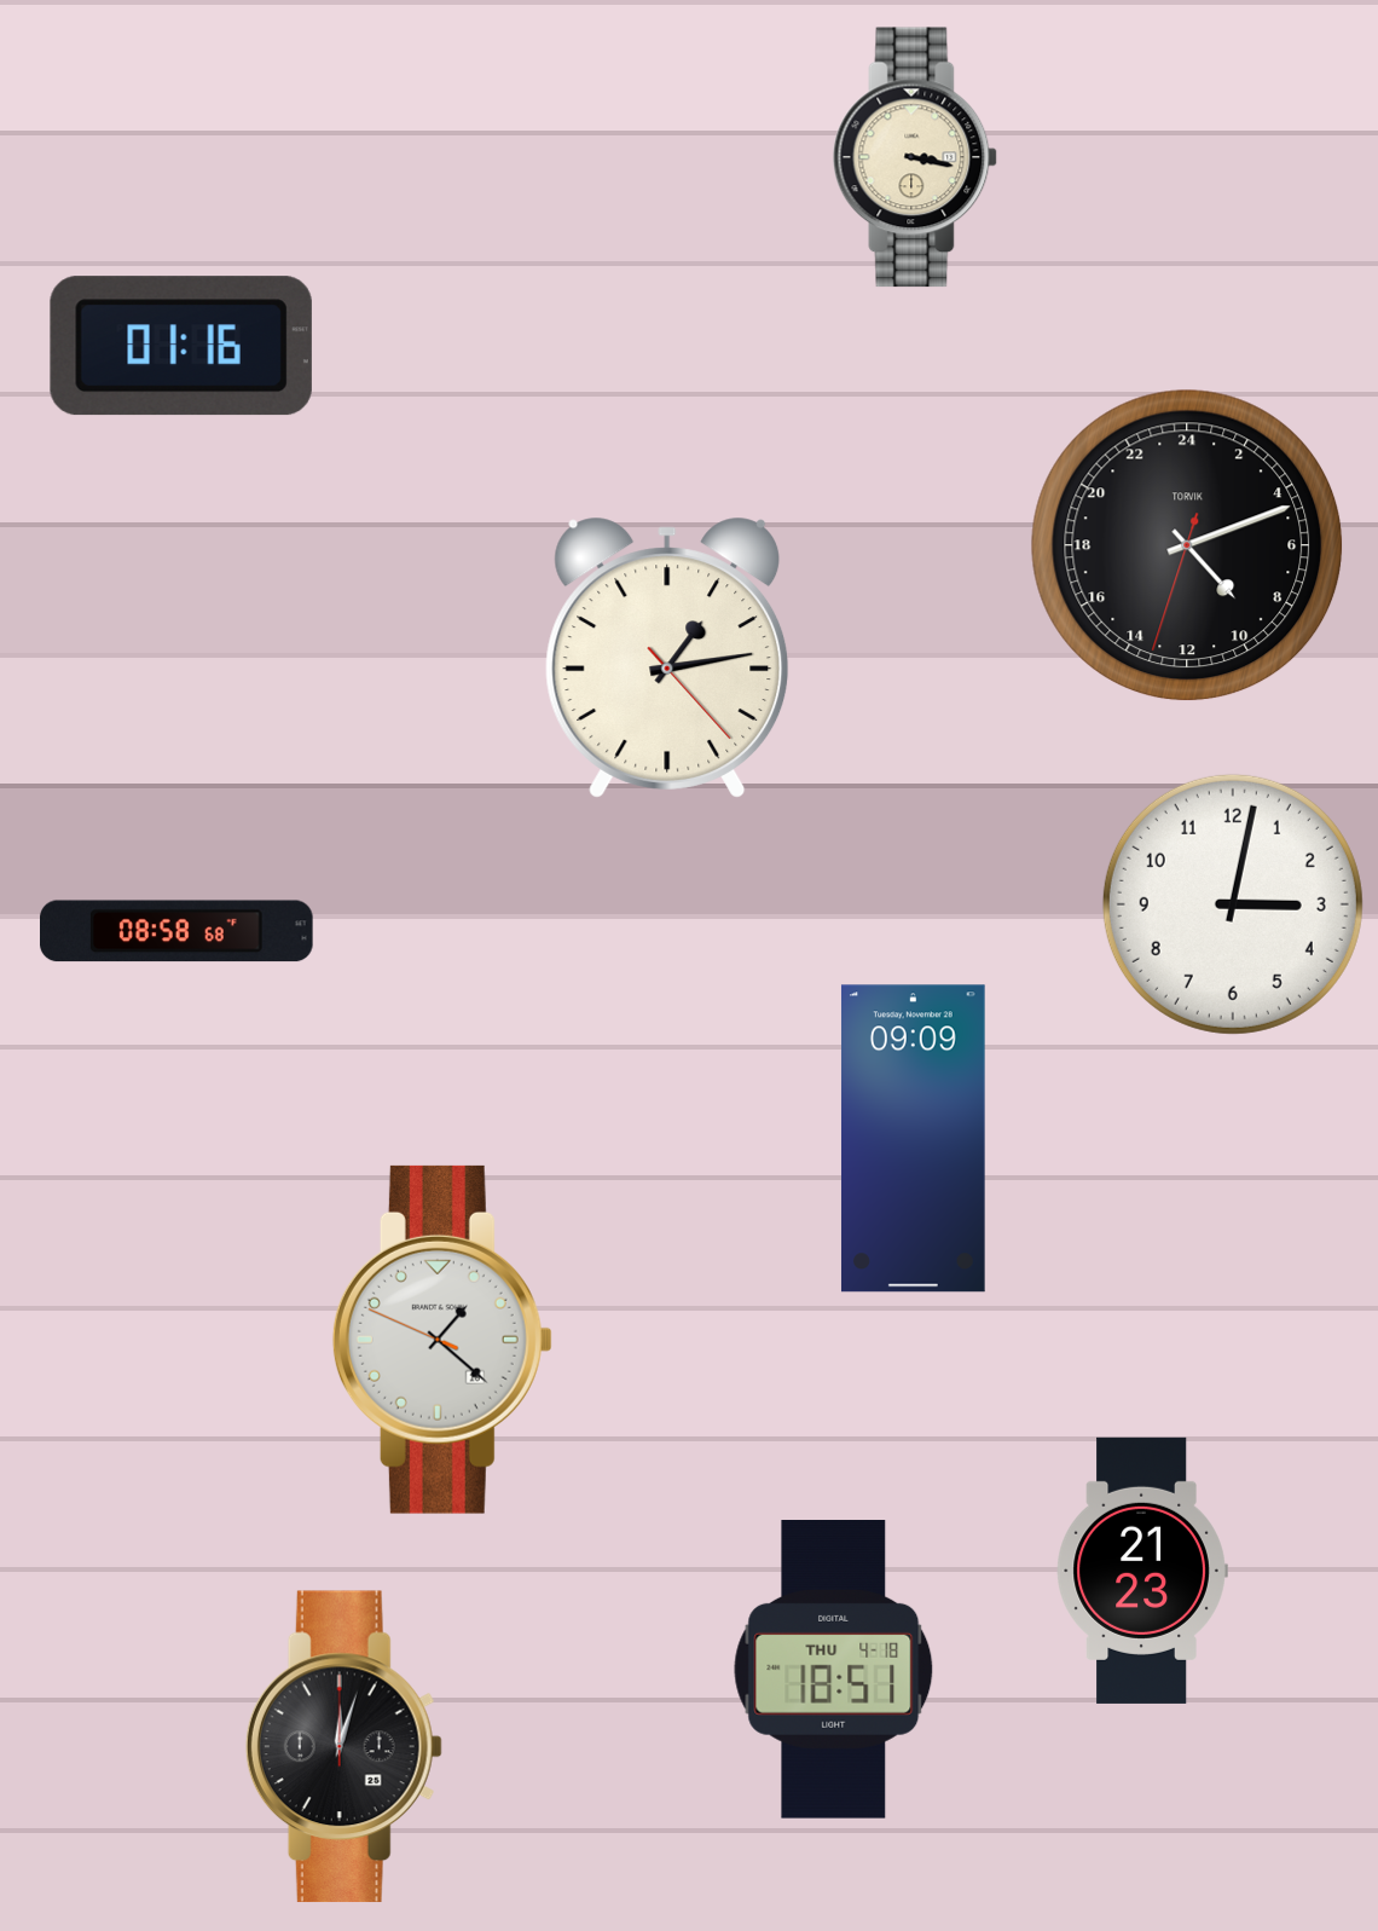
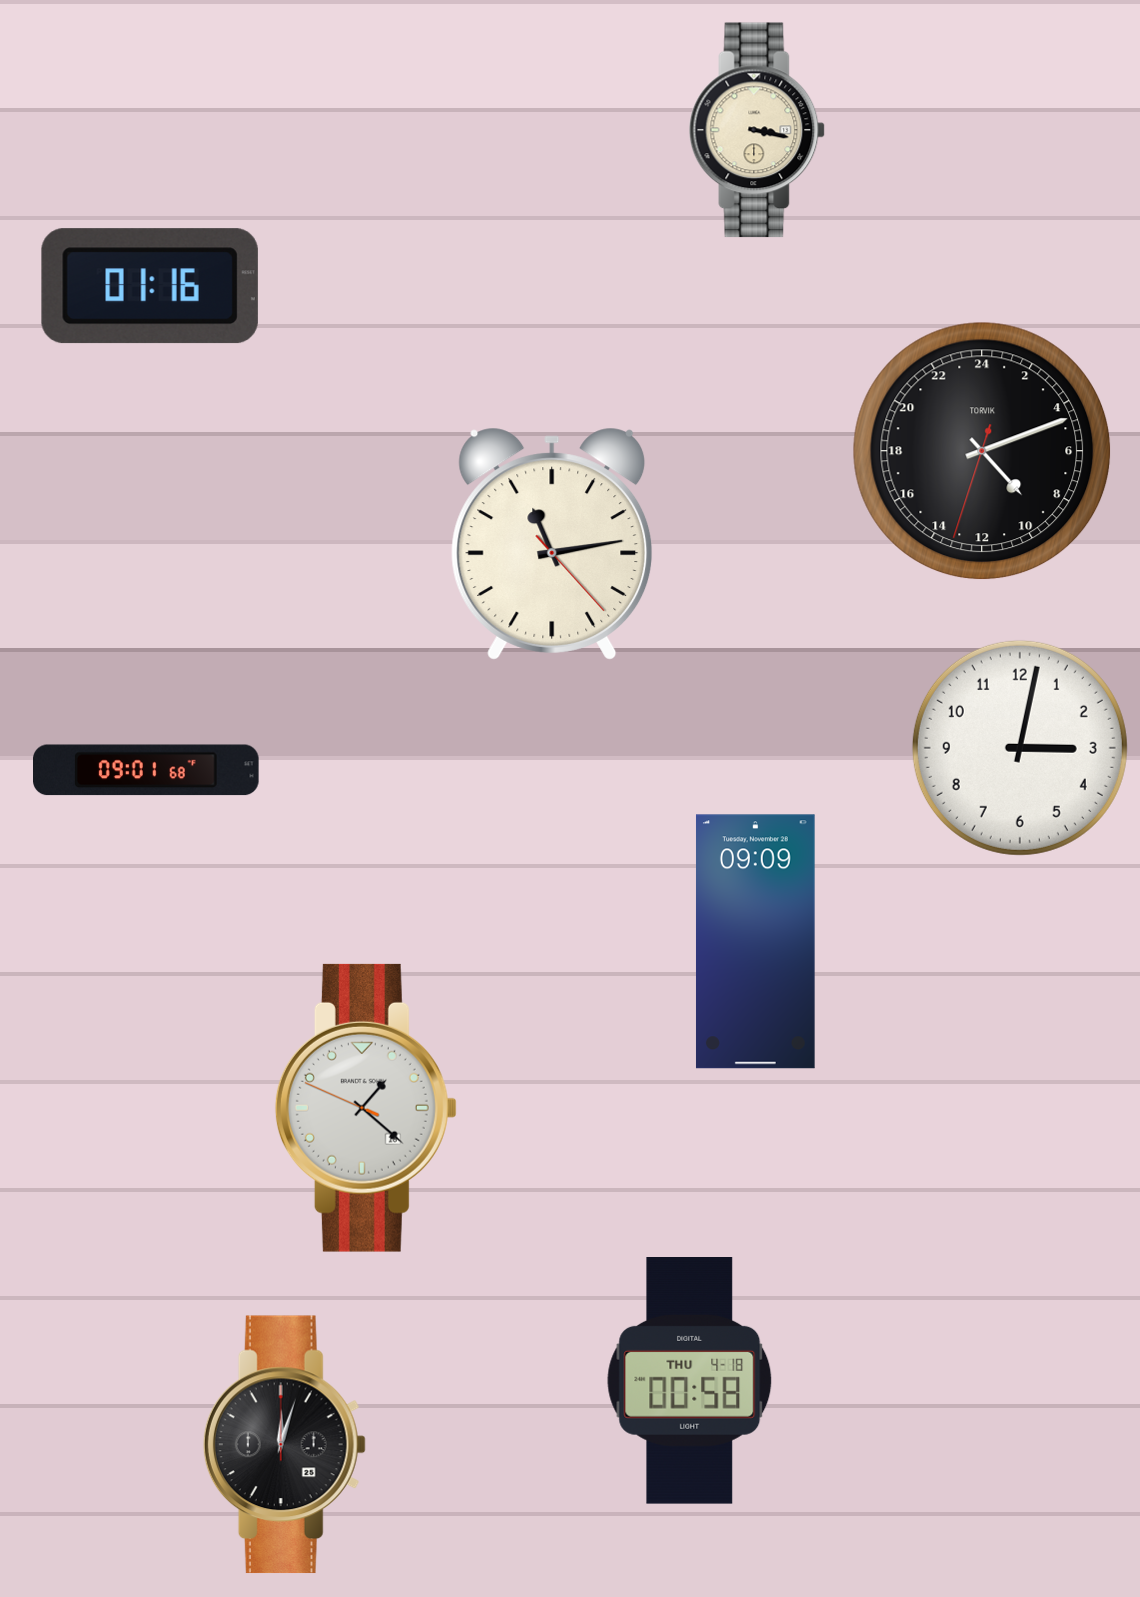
clock at (667, 658): 1:13 -> 11:13
clock at (178, 931): 08:58 -> 09:01
clock at (1142, 1571): 21:23 -> none
clock at (834, 1670): 18:51 -> 00:58
